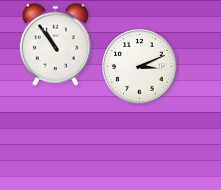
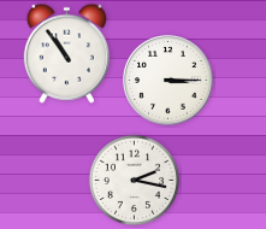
clock at (140, 67): 3:11 -> 3:15
clock at (134, 180): none -> 2:17
